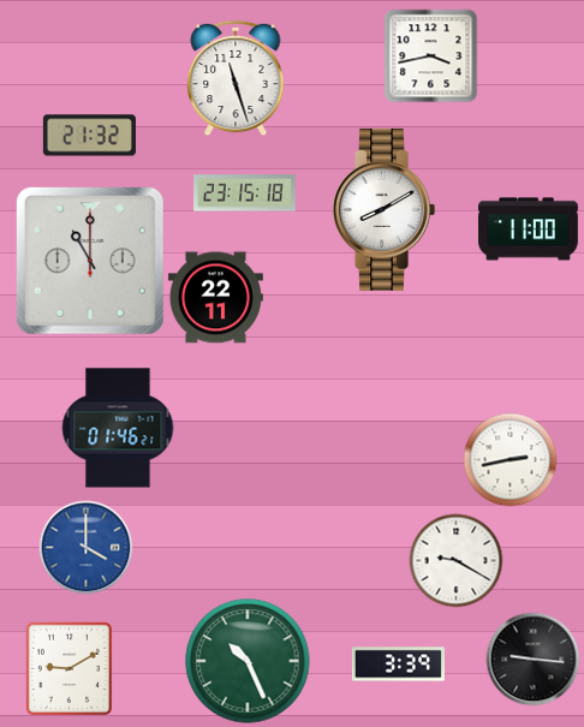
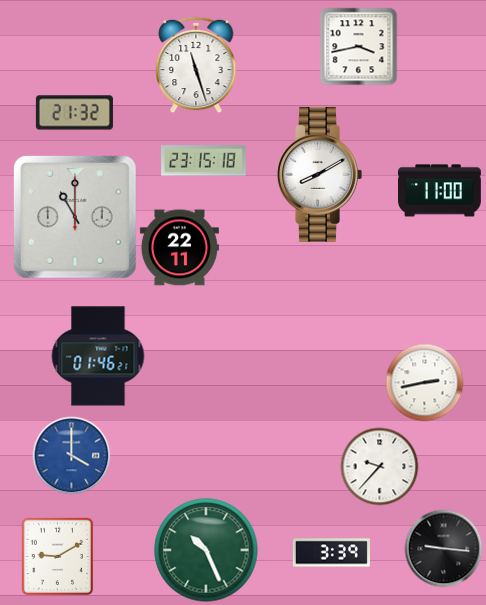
clock at (455, 560): 9:20 -> 9:37
